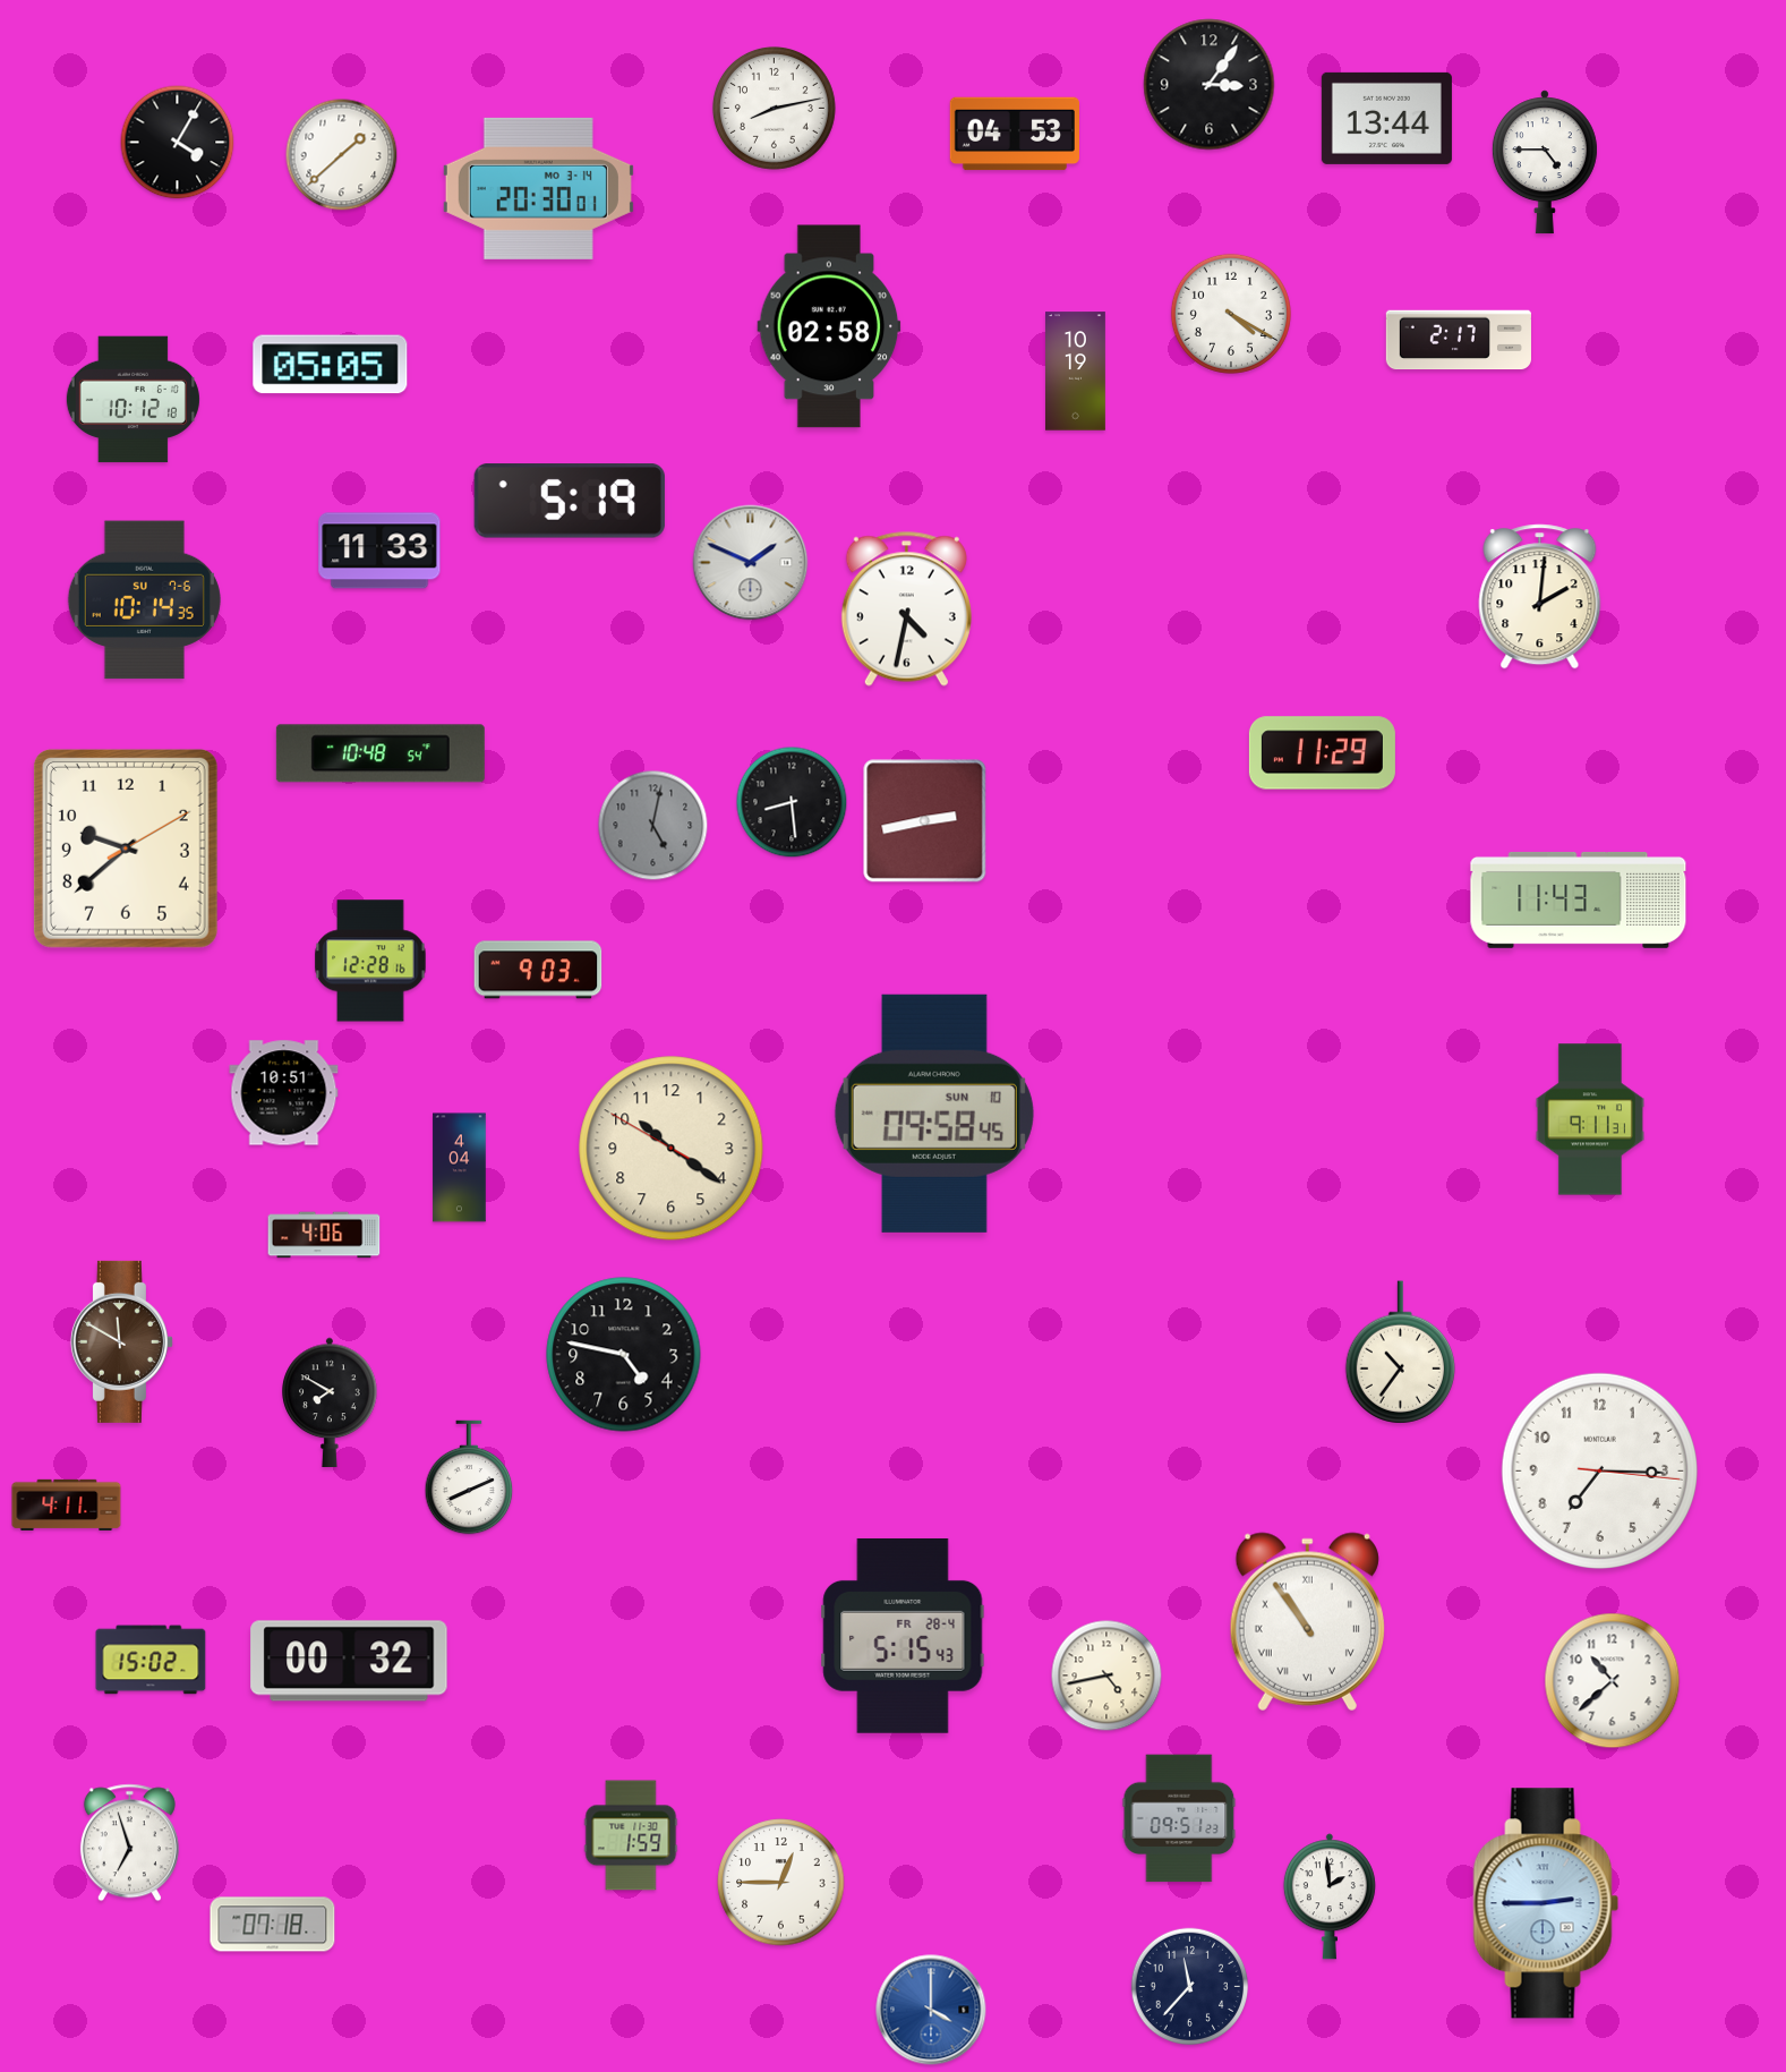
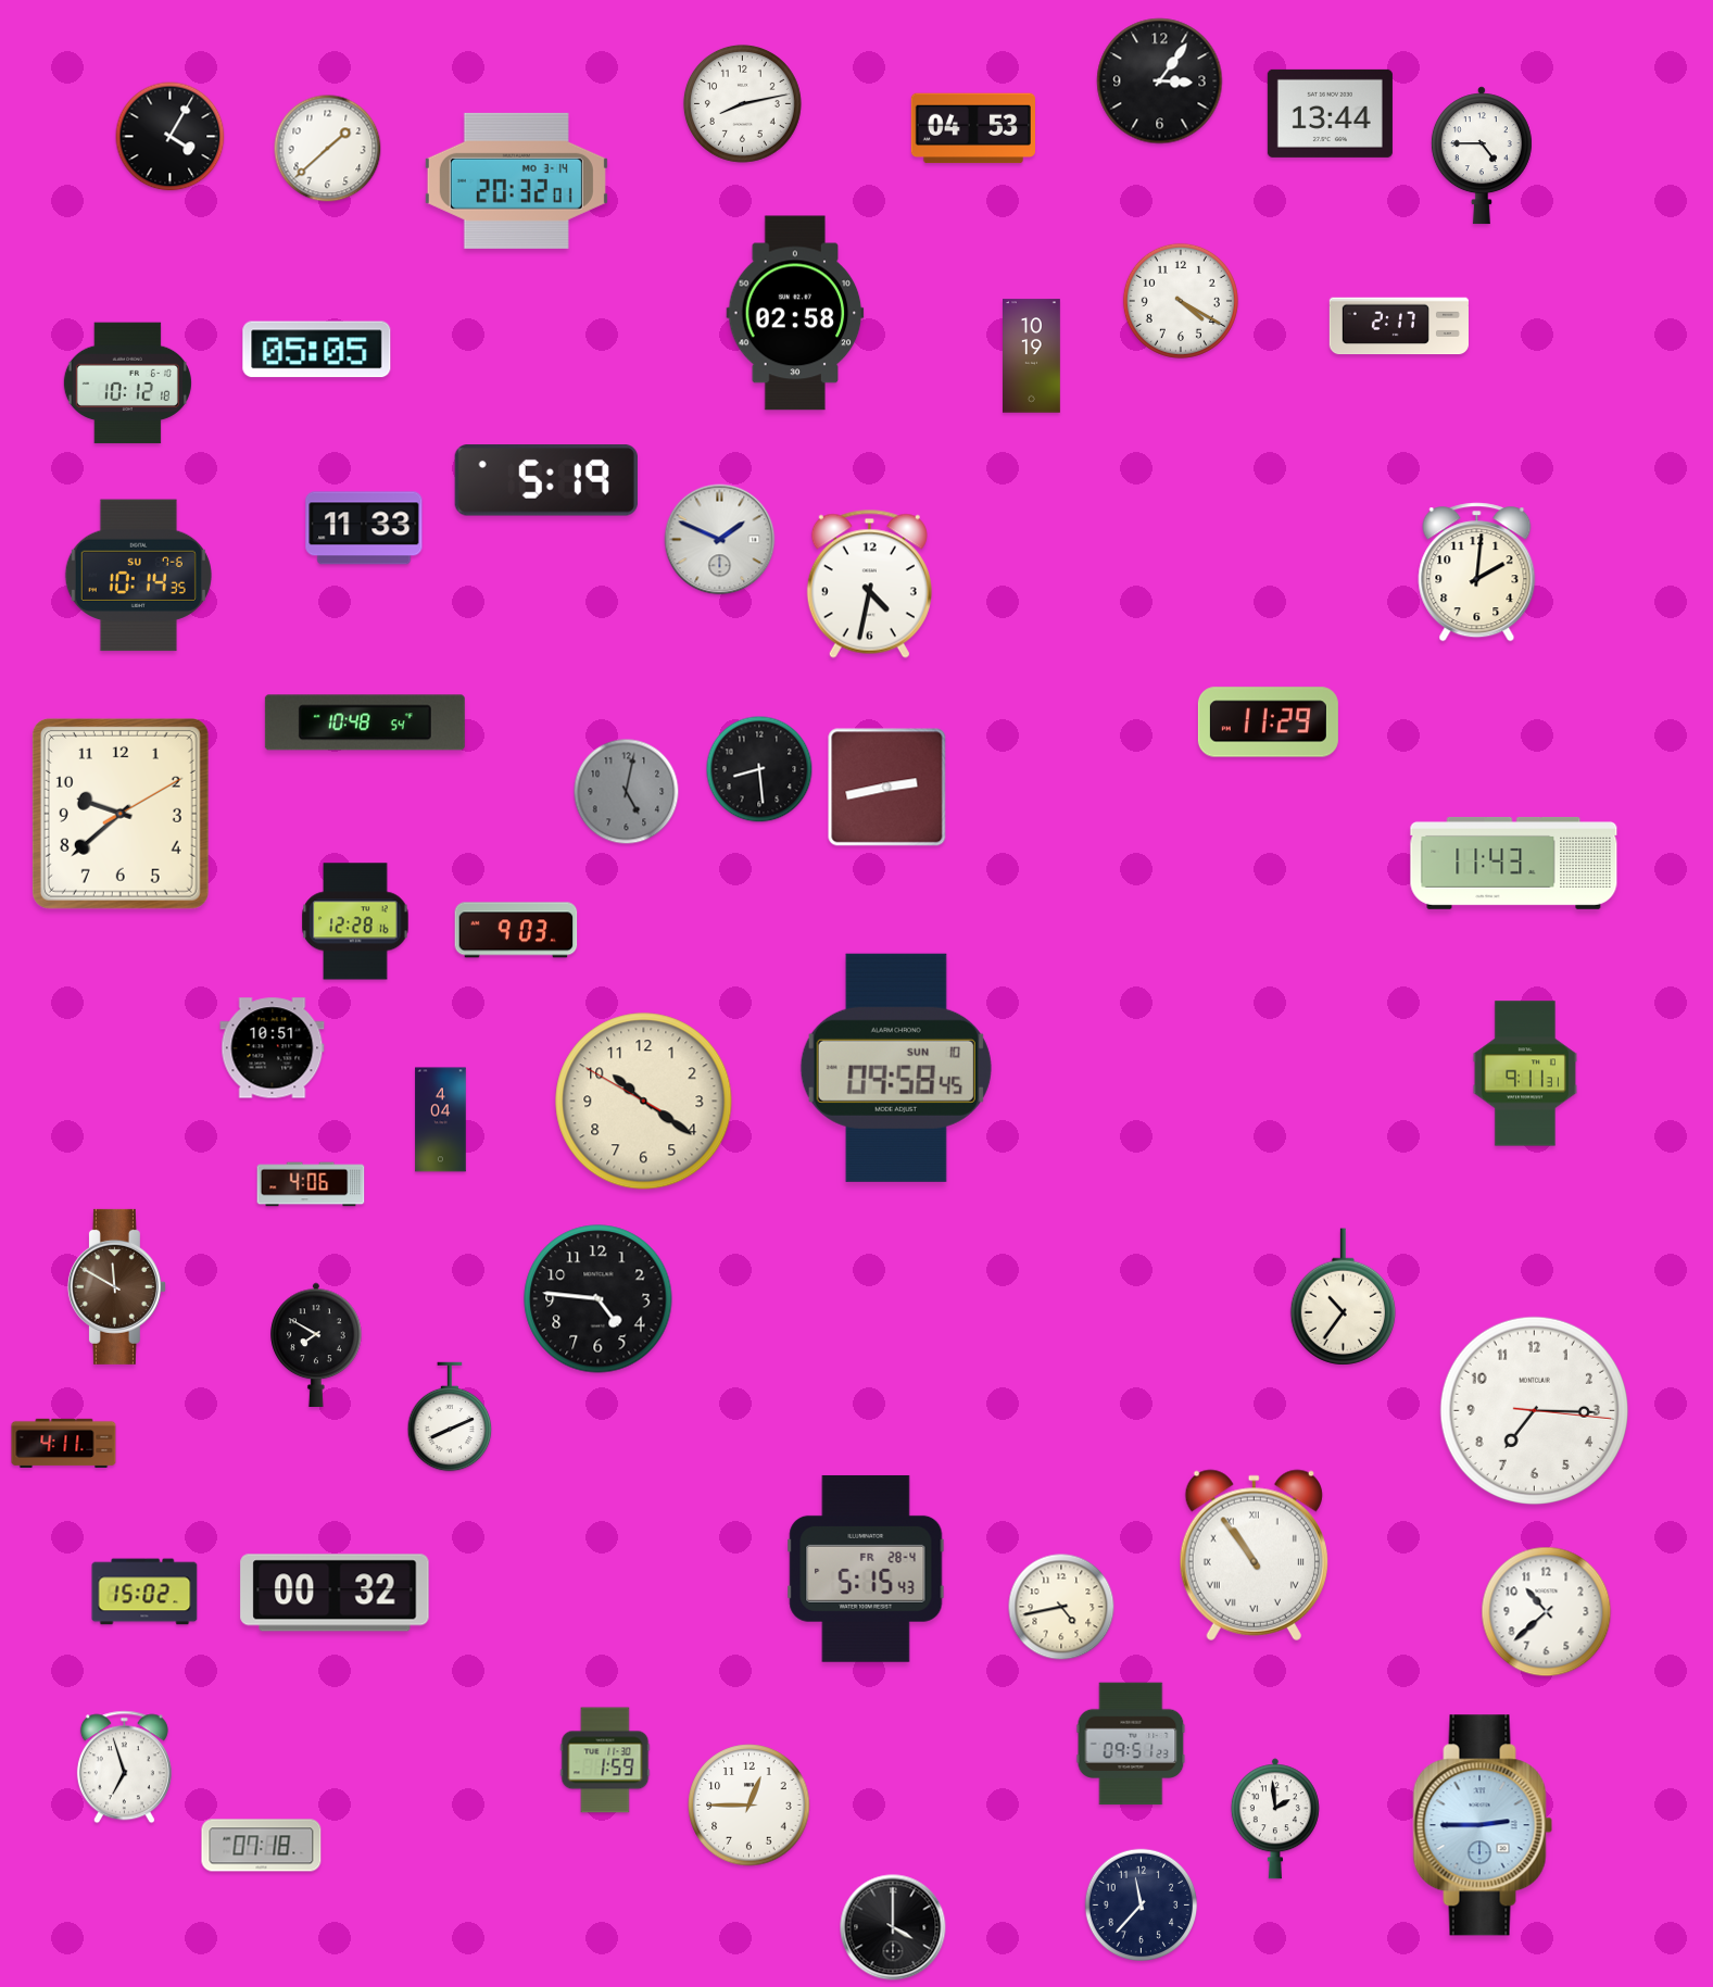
clock at (538, 188): 20:30 -> 20:32
clock at (624, 1355): 4:47 -> 4:46
clock at (931, 2010) dial: blue -> black
